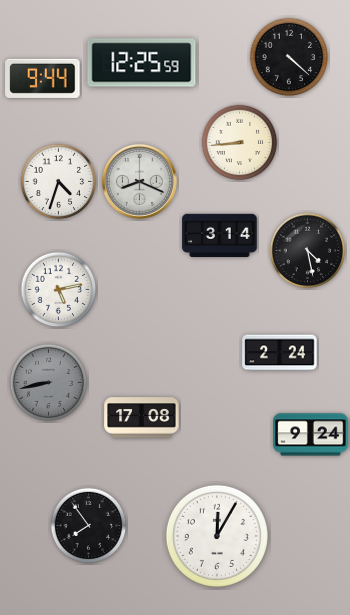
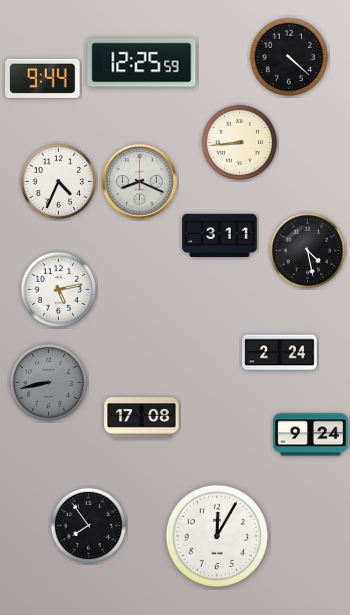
clock at (59, 182): 4:33 -> 4:34
clock at (220, 235): 3:14 -> 3:11
